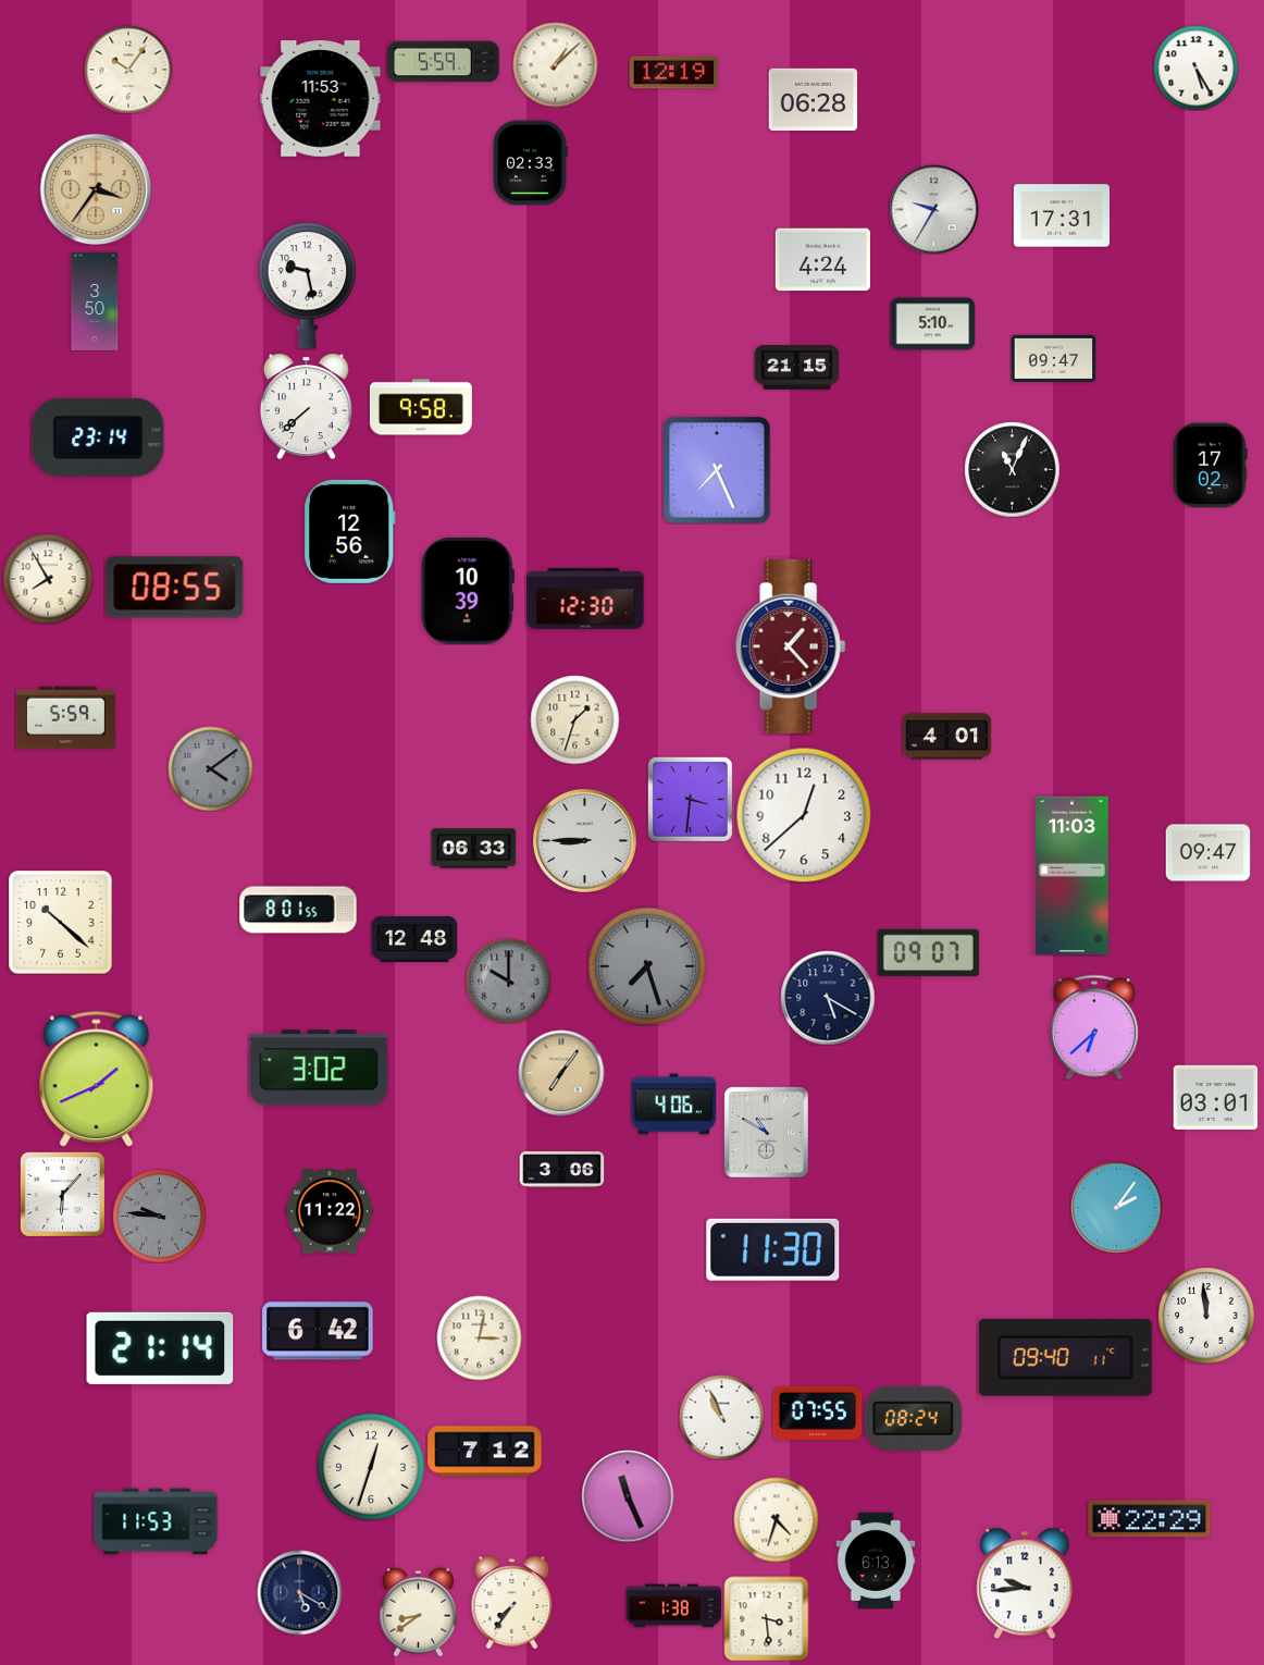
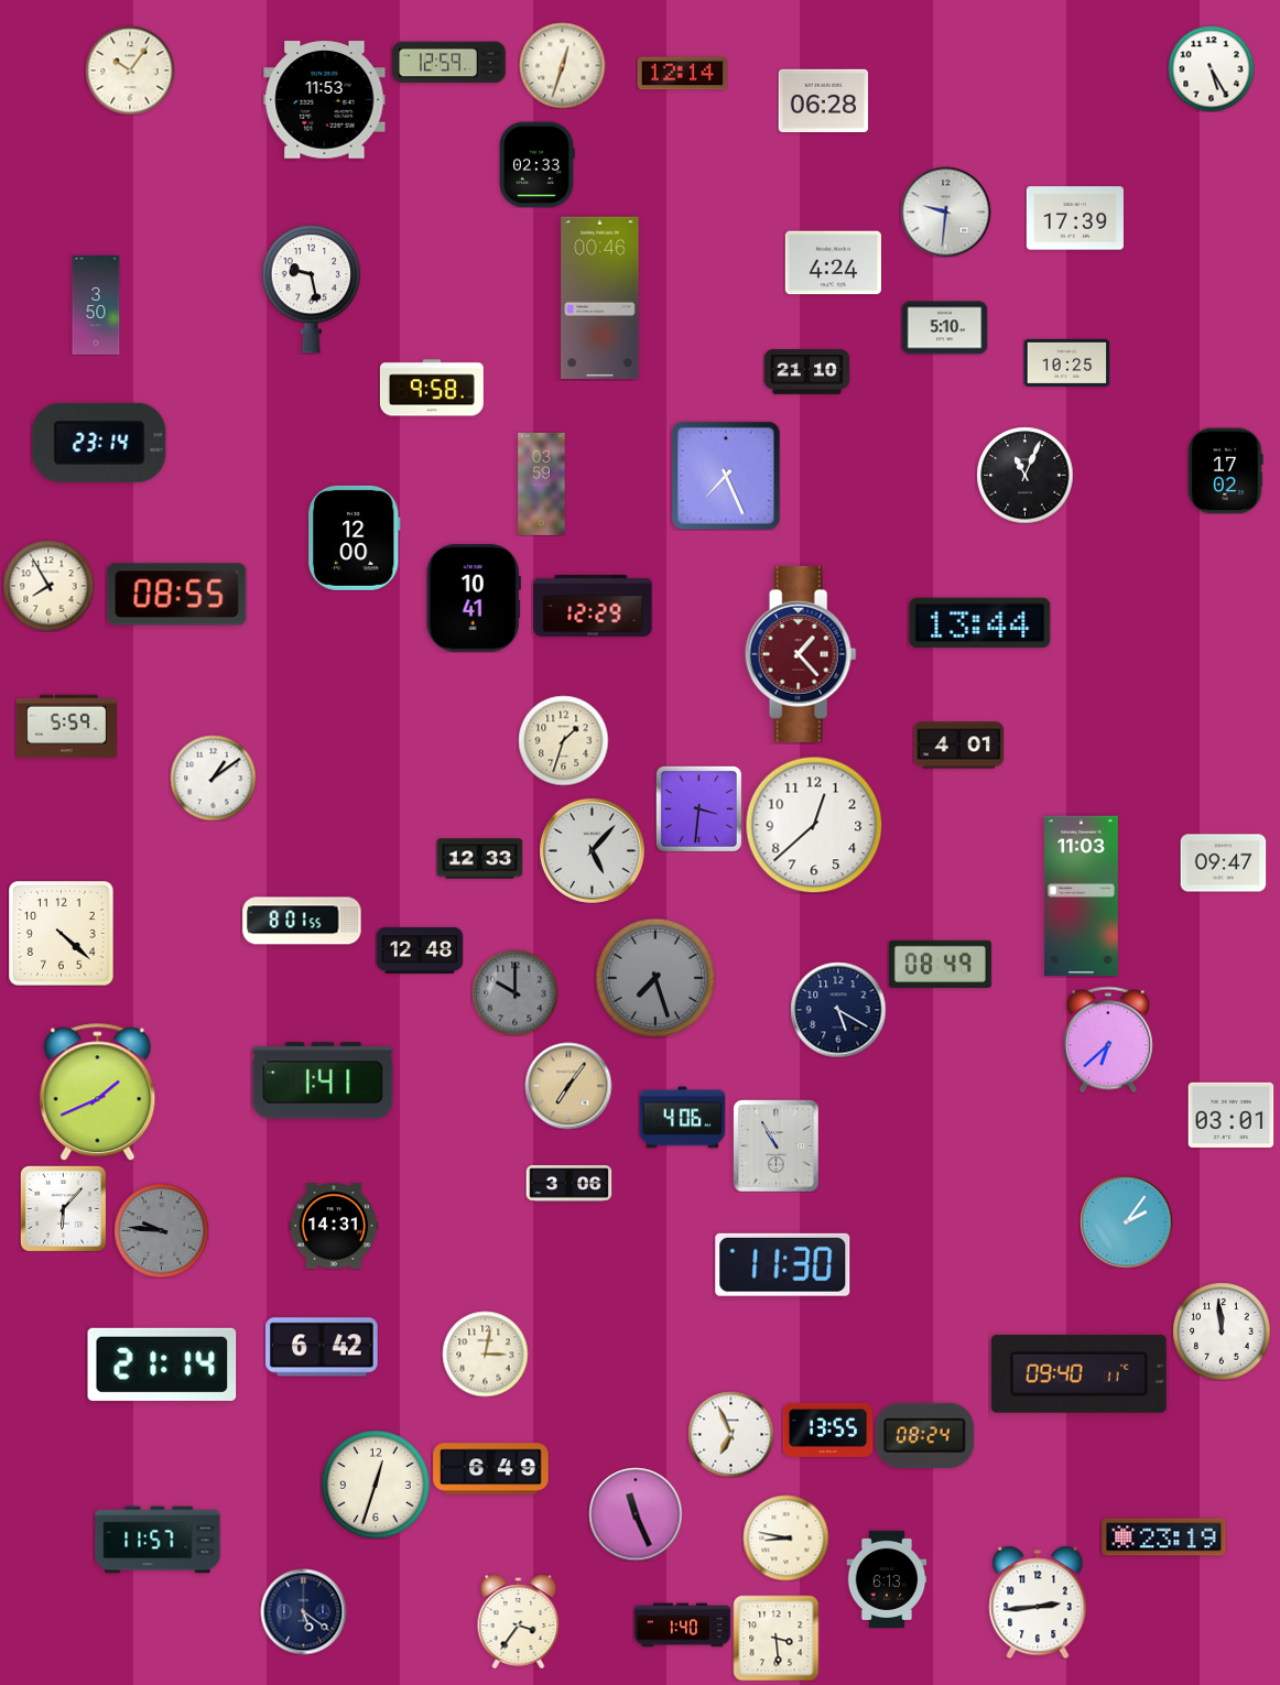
clock at (444, 62): 5:59 -> 12:59
clock at (555, 64): 1:08 -> 12:33
clock at (673, 73): 12:19 -> 12:14
clock at (96, 189): 3:36 -> none
clock at (933, 209): 9:35 -> 9:31
clock at (1062, 215): 17:31 -> 17:39
clock at (600, 297): none -> 00:46
clock at (1053, 358): 09:47 -> 10:25
clock at (796, 368): 21:15 -> 21:10
clock at (306, 406): 7:38 -> none
clock at (421, 407) position: (421, 407) -> (432, 388)
clock at (542, 483): none -> 03:59
clock at (350, 531): 12:56 -> 12:00
clock at (468, 591): 10:39 -> 10:41
clock at (585, 599): 12:30 -> 12:29
clock at (980, 623): none -> 13:44
clock at (574, 719) position: (574, 719) -> (563, 740)
clock at (210, 768): 4:09 -> 1:09
clock at (210, 768) dial: grey -> white
clock at (584, 840): 8:45 -> 5:07
clock at (473, 849): 06:33 -> 12:33
clock at (1071, 876) position: (1071, 876) -> (1081, 896)
clock at (60, 922): 10:22 -> 4:22
clock at (928, 952): 09:07 -> 08:49
clock at (319, 1068): 3:02 -> 1:41
clock at (1215, 1097) position: (1215, 1097) -> (1230, 1115)
clock at (767, 1132): 10:50 -> 10:55
clock at (1116, 1207) position: (1116, 1207) -> (1126, 1221)
clock at (330, 1211): 11:22 -> 14:31
clock at (817, 1413): 07:55 -> 13:55
clock at (721, 1417): 10:56 -> 6:56
clock at (485, 1452): 7:12 -> 6:49
clock at (776, 1519): 4:33 -> 8:47
clock at (1150, 1519): 22:29 -> 23:19
clock at (156, 1521): 11:53 -> 11:57
clock at (1025, 1583): 9:44 -> 2:44
clock at (299, 1592): 5:20 -> 5:21
clock at (512, 1602): 7:36 -> 3:36
clock at (673, 1606): 1:38 -> 1:40
clock at (419, 1612): 8:39 -> none
